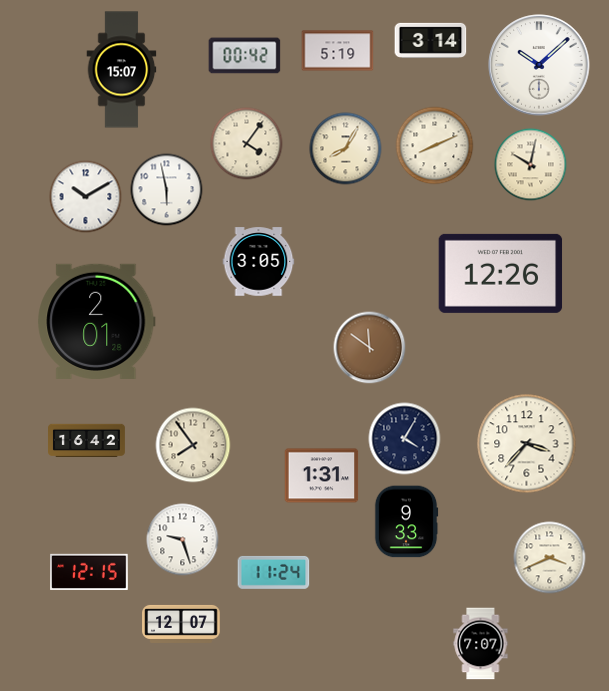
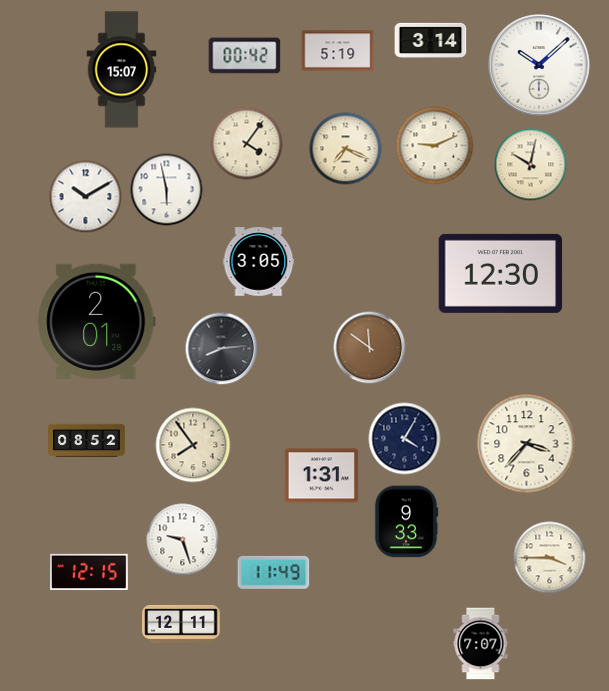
clock at (435, 146): 8:11 -> 9:11
clock at (346, 149): 8:05 -> 7:19
clock at (501, 273): 12:26 -> 12:30
clock at (222, 349): none -> 8:14
clock at (87, 441): 16:42 -> 08:52
clock at (550, 558): 3:41 -> 3:45
clock at (274, 572): 11:24 -> 11:49
clock at (181, 624): 12:07 -> 12:11
